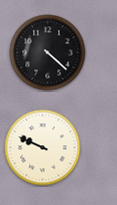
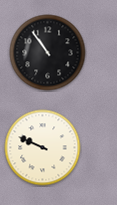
clock at (48, 53): 4:22 -> 10:54
